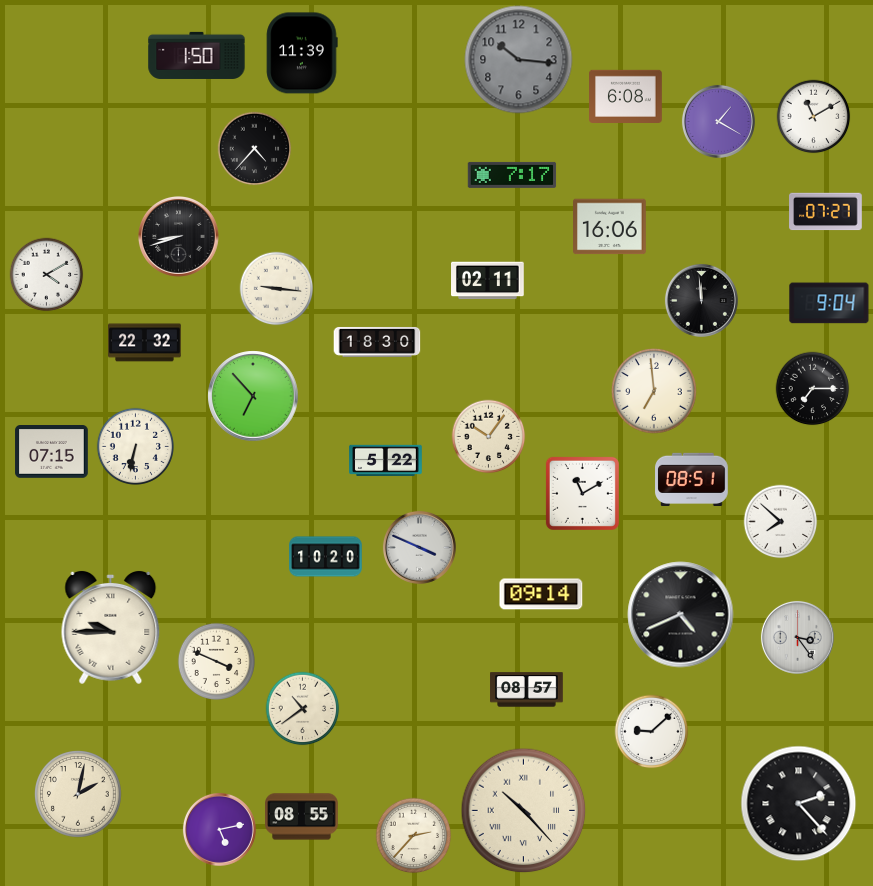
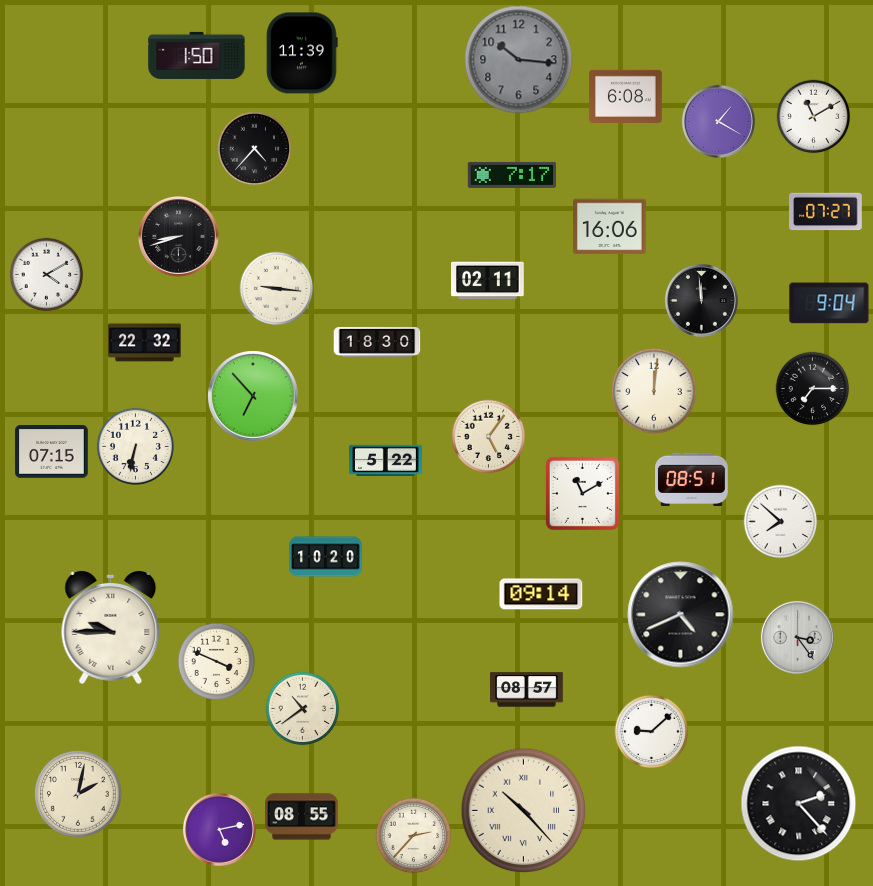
clock at (654, 391): 6:59 -> 12:01
clock at (489, 437): 10:06 -> 5:06
clock at (419, 547): 3:49 -> none
